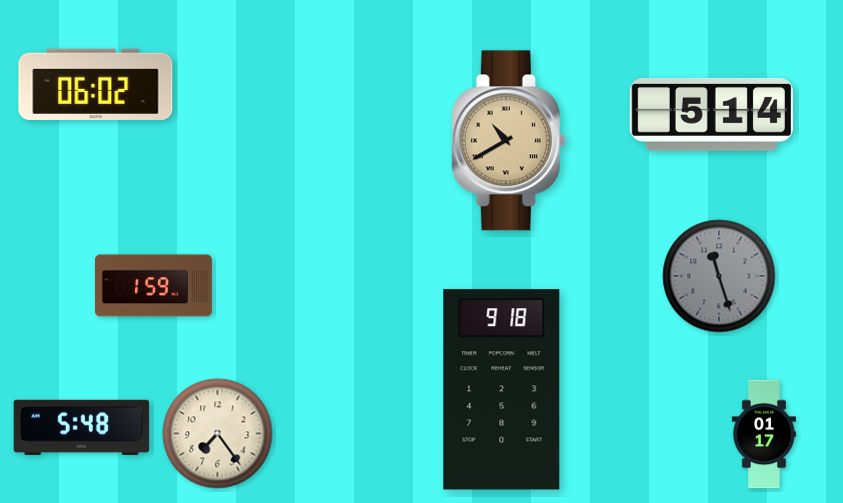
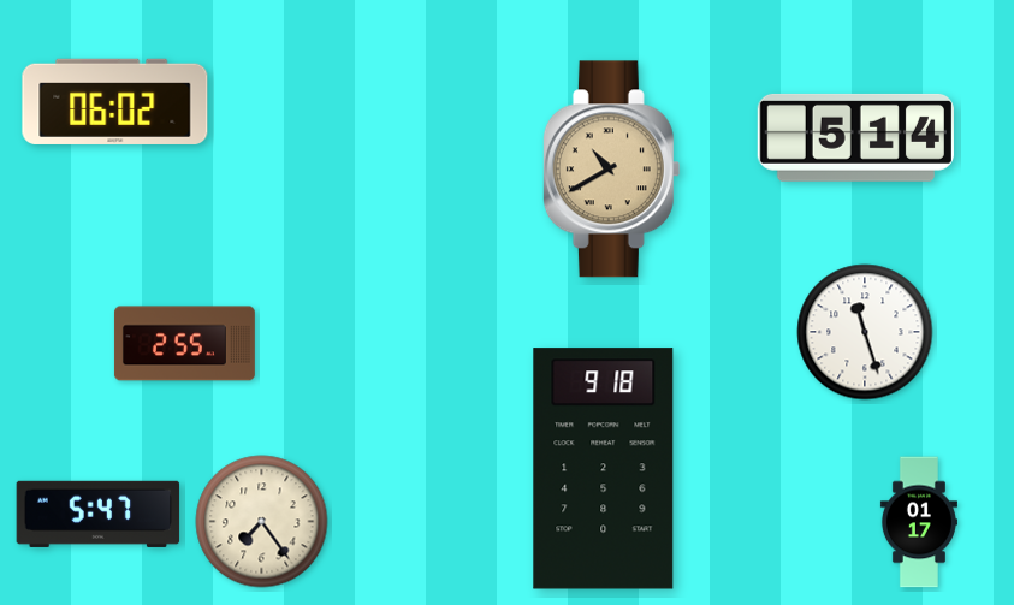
clock at (719, 276) dial: grey -> white
clock at (153, 286): 1:59 -> 2:55
clock at (82, 427): 5:48 -> 5:47
